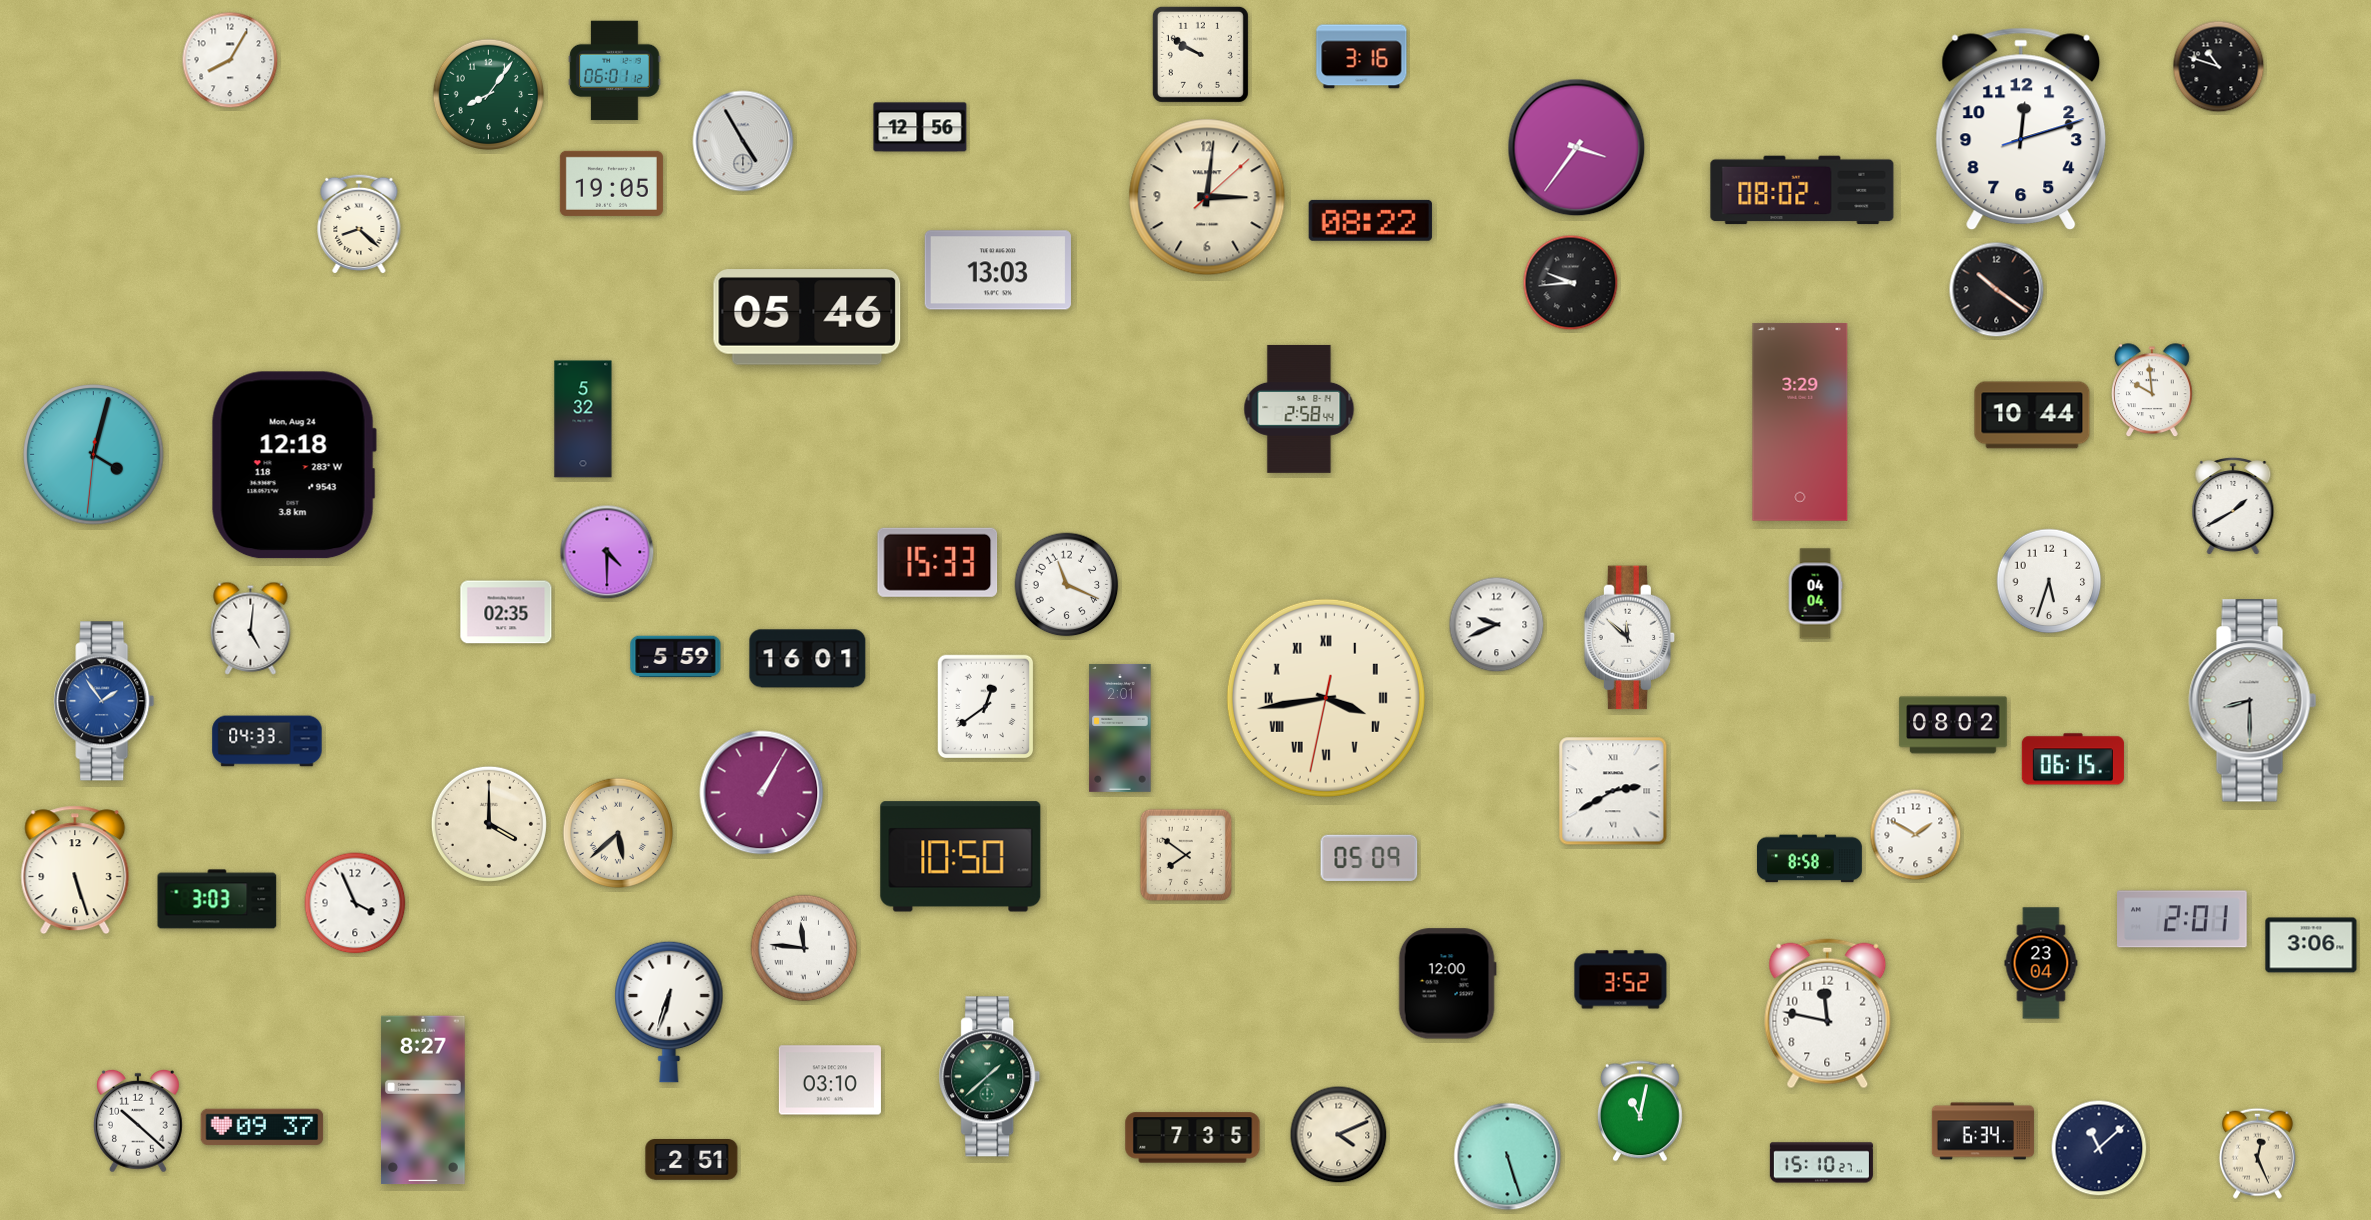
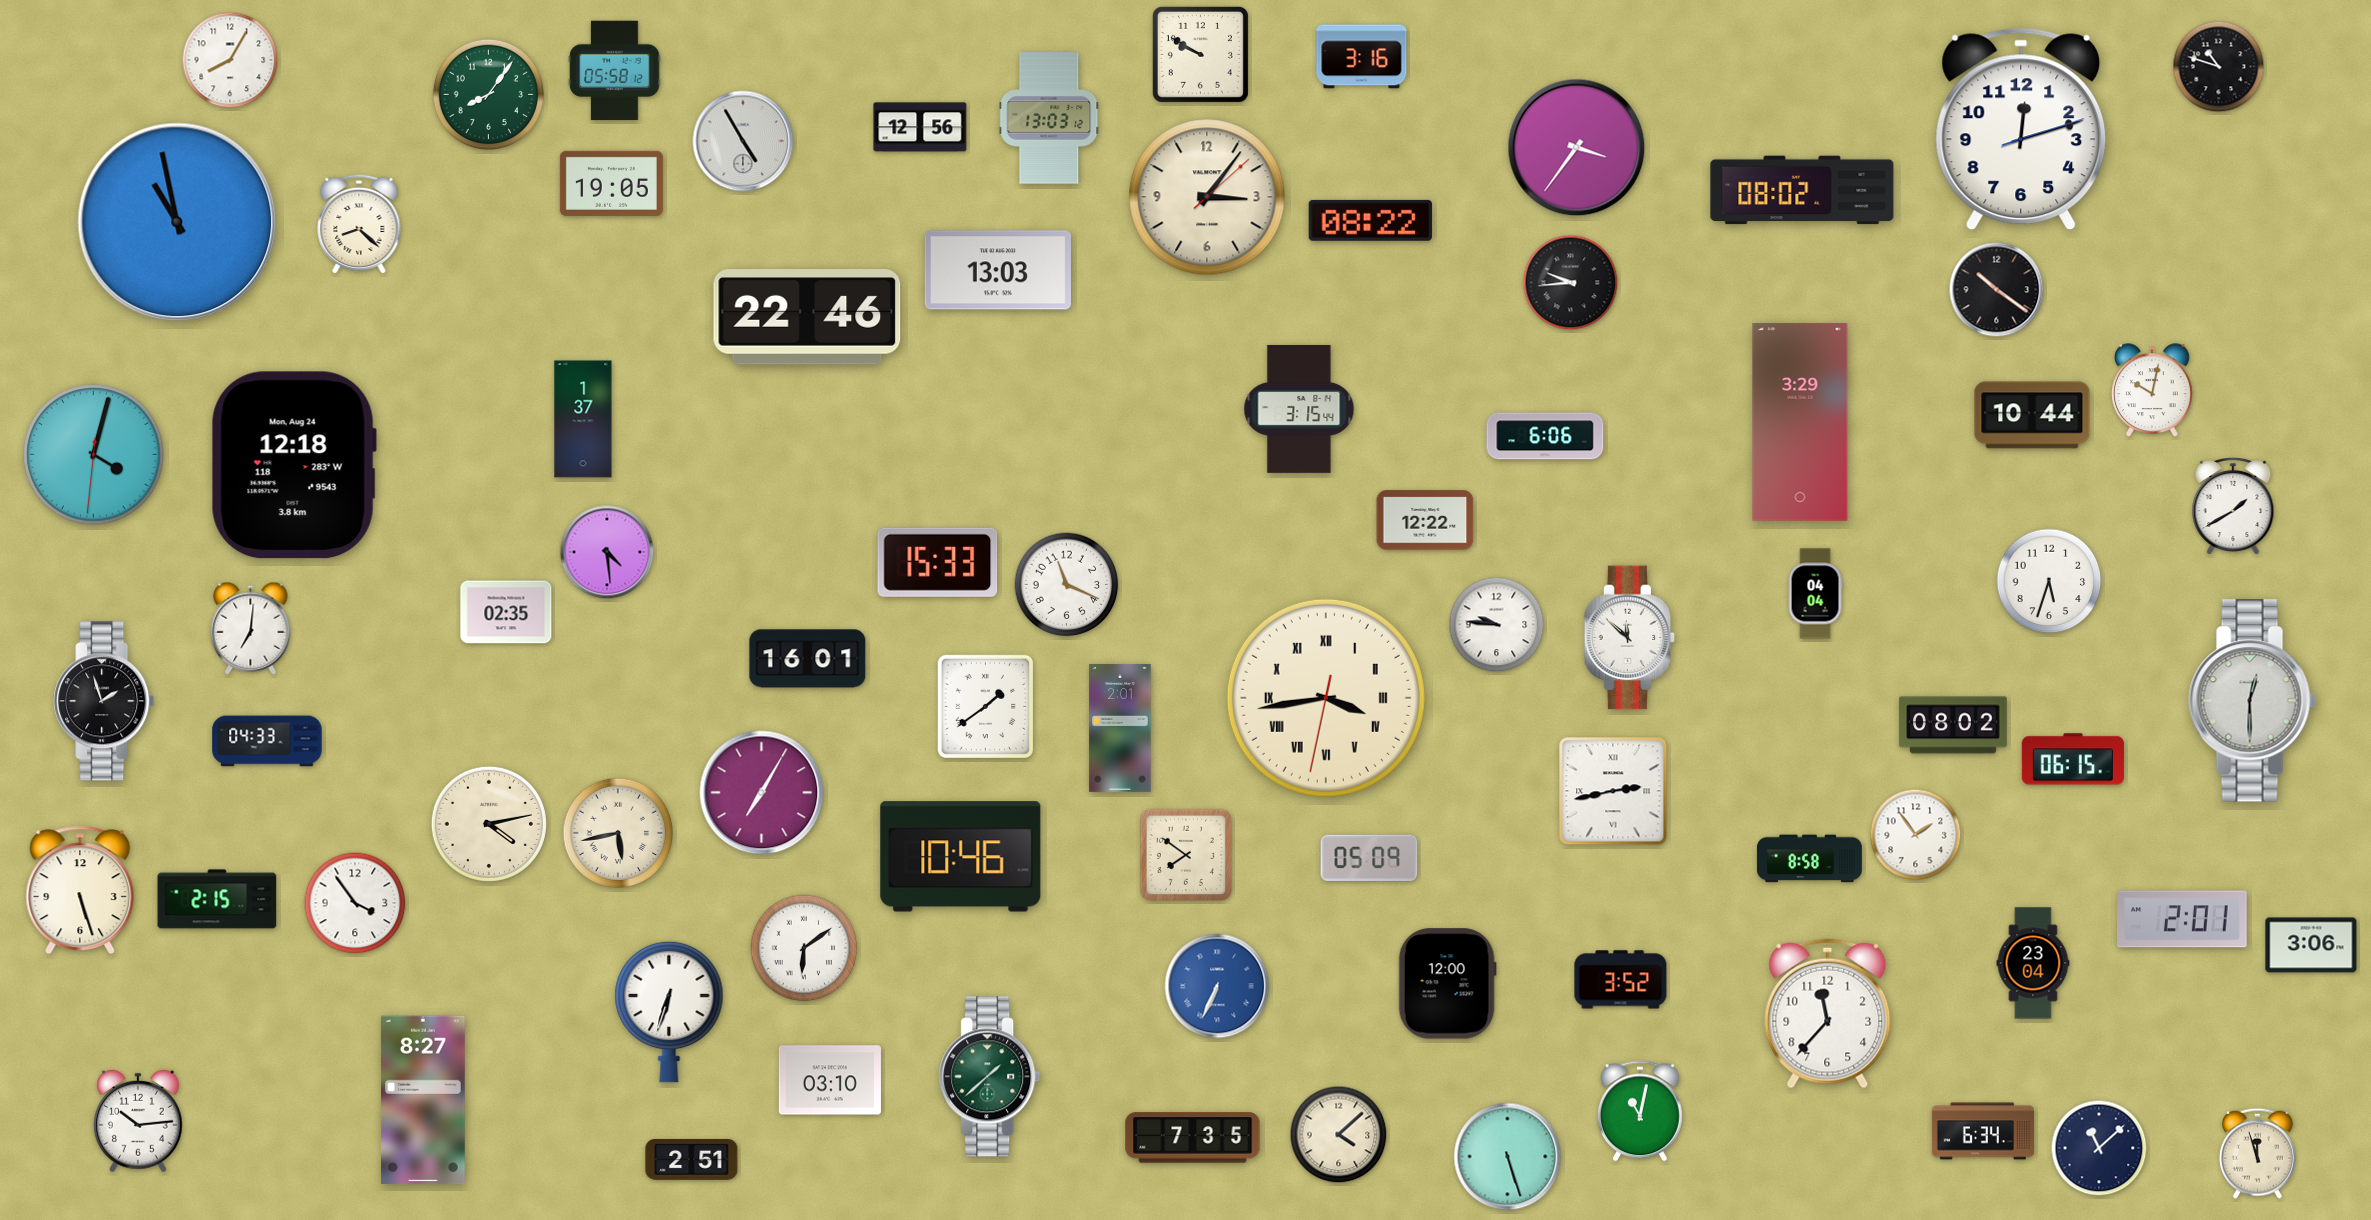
clock at (615, 71): 06:01 -> 05:58
clock at (1049, 118): none -> 13:03
clock at (1207, 197): 3:01 -> 3:06
clock at (177, 222): none -> 10:58
clock at (807, 317): 05:46 -> 22:46
clock at (2153, 391): 9:59 -> 10:02
clock at (1299, 409): 2:58 -> 3:15
clock at (583, 419): 5:32 -> 1:37
clock at (1545, 436): none -> 6:06
clock at (1425, 520): none -> 12:22
clock at (607, 552): 4:30 -> 4:29
clock at (1497, 625): 9:41 -> 9:46
clock at (251, 628): 5:01 -> 7:01
clock at (676, 657): 5:59 -> none
clock at (104, 701): 1:54 -> 1:57
clock at (104, 701) dial: blue -> black
clock at (2253, 701): 8:30 -> 12:30
clock at (986, 707): 12:39 -> 1:39
clock at (1613, 791): 2:40 -> 2:43
clock at (762, 793): 1:05 -> 7:05
clock at (489, 824): 4:00 -> 4:13
clock at (618, 833): 5:38 -> 5:43
clock at (1916, 835): 1:50 -> 1:54
clock at (961, 857): 10:50 -> 10:46
clock at (75, 870) position: (75, 870) -> (80, 890)
clock at (217, 899): 3:03 -> 2:15
clock at (355, 903): 3:56 -> 3:54
clock at (804, 948): 11:46 -> 6:09
clock at (2041, 963) position: (2041, 963) -> (2033, 963)
clock at (1217, 986): none -> 6:34
clock at (1828, 1014): 11:47 -> 11:37
clock at (138, 1121): 10:22 -> 10:14
clock at (262, 1127): 09:37 -> none
clock at (1339, 1135): 4:11 -> 4:08
clock at (2257, 1153): 12:26 -> 11:57
clock at (1821, 1163): 15:10 -> none
